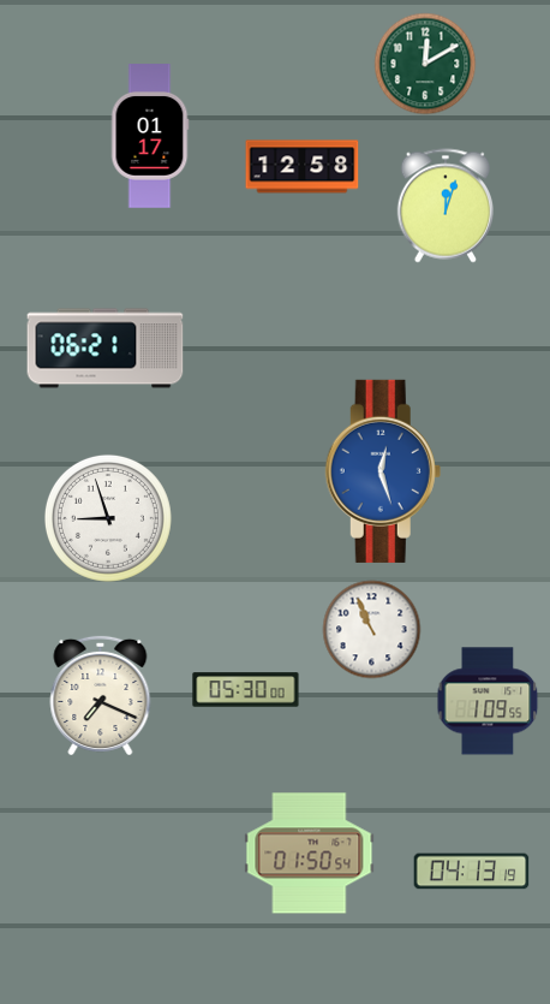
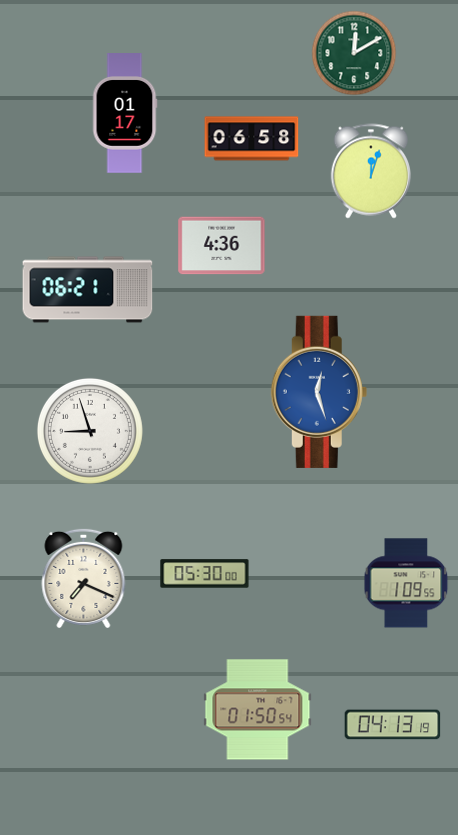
clock at (303, 167): 12:58 -> 06:58
clock at (222, 246): none -> 4:36
clock at (372, 630): 10:56 -> none
